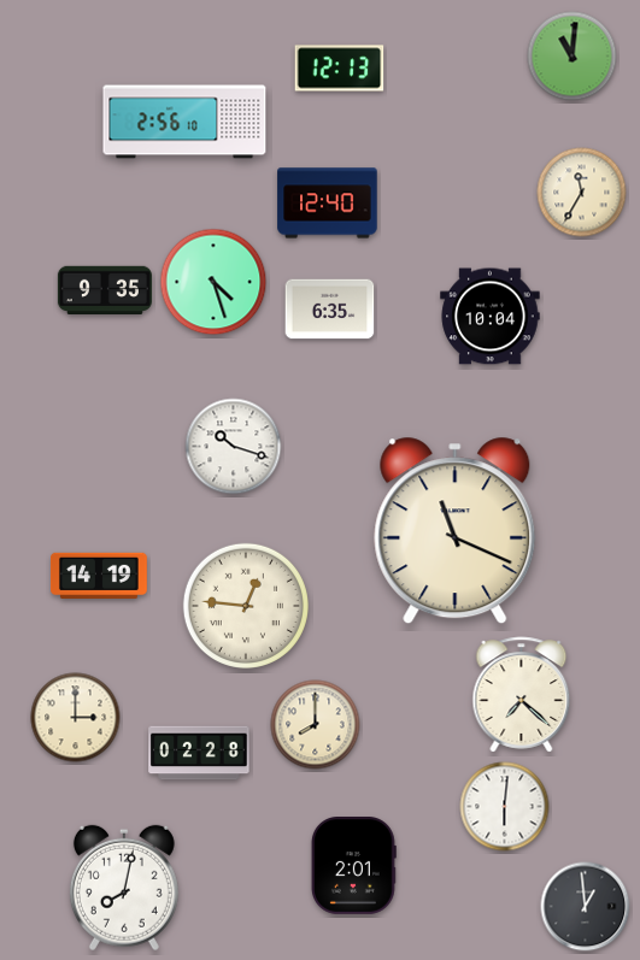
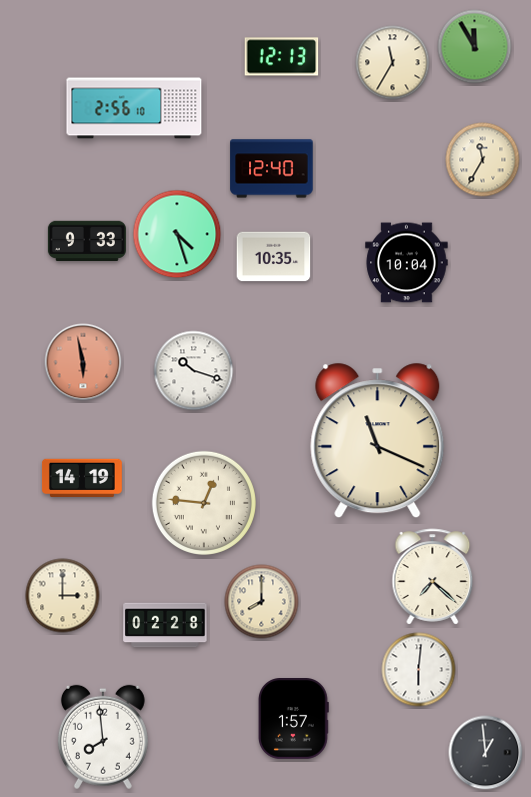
clock at (573, 57): 11:01 -> 11:55
clock at (393, 63): none -> 11:35
clock at (184, 122) position: (184, 122) -> (134, 108)
clock at (105, 289): 9:35 -> 9:33
clock at (330, 310): 6:35 -> 10:35
clock at (83, 362): none -> 5:58
clock at (353, 866): 2:01 -> 1:57
clock at (124, 888): 8:02 -> 7:59
